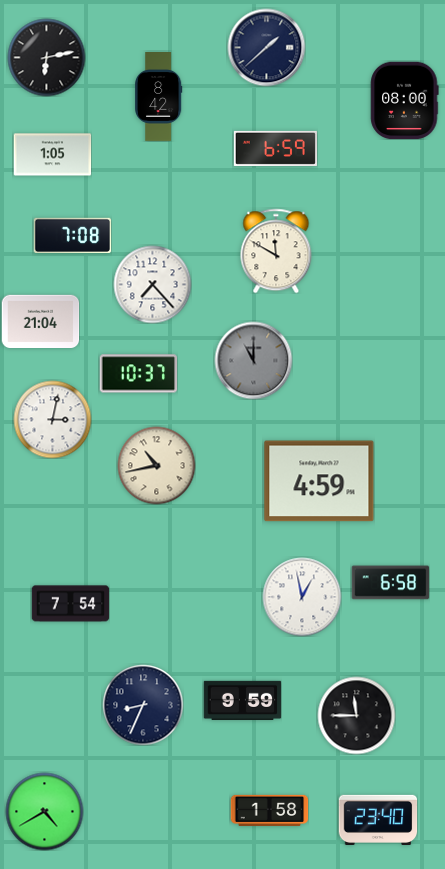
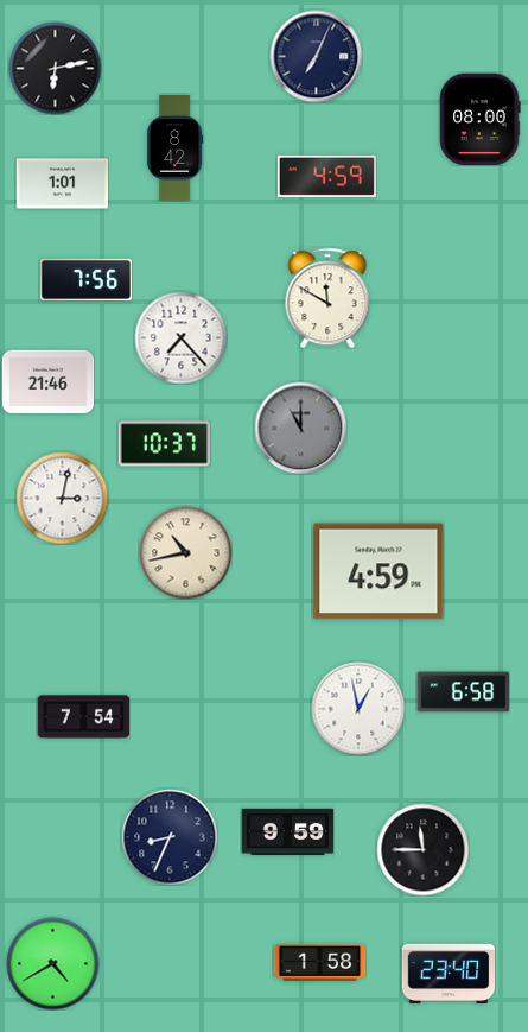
clock at (266, 47): 1:38 -> 7:04
clock at (159, 97) position: (159, 97) -> (176, 148)
clock at (275, 148): 6:59 -> 4:59
clock at (52, 155): 1:05 -> 1:01
clock at (72, 235): 7:08 -> 7:56
clock at (40, 322): 21:04 -> 21:46
